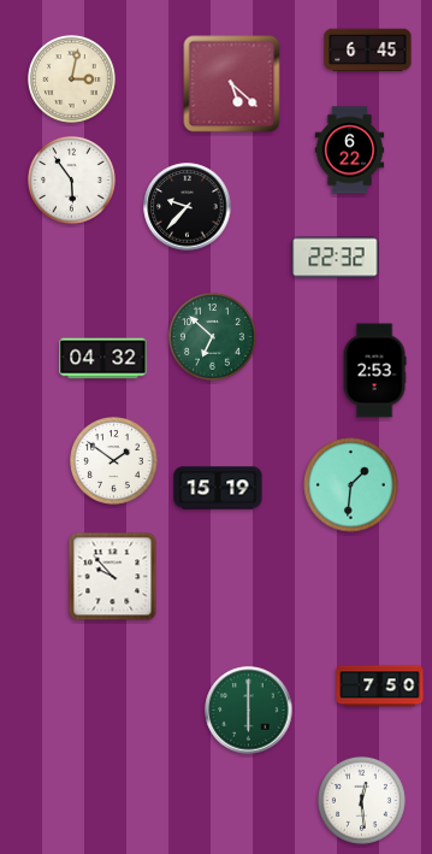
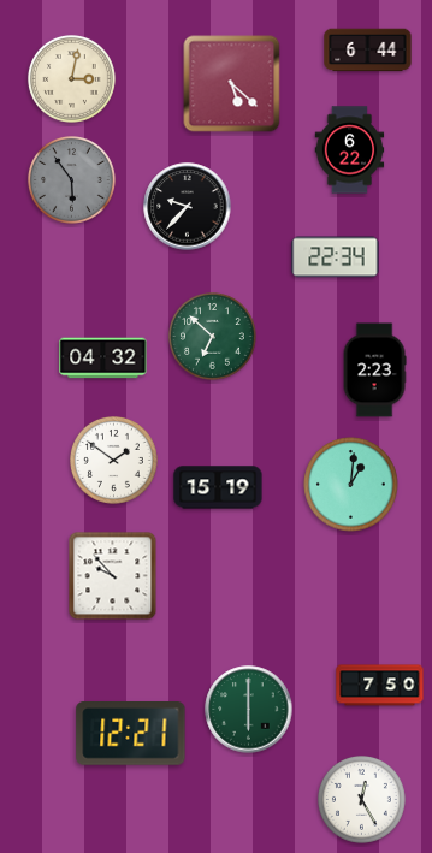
clock at (368, 51): 6:45 -> 6:44
clock at (72, 181) dial: white -> grey
clock at (336, 258): 22:32 -> 22:34
clock at (374, 371): 2:53 -> 2:23
clock at (351, 485): 1:31 -> 1:01
clock at (131, 734): none -> 12:21
clock at (362, 801): 12:29 -> 12:25
